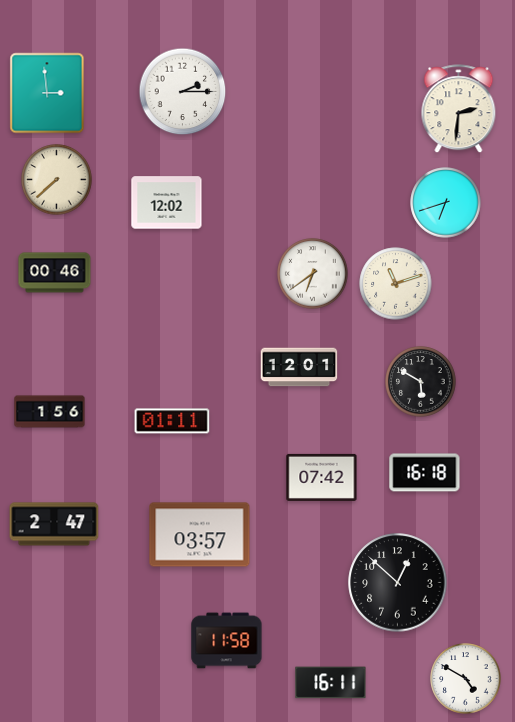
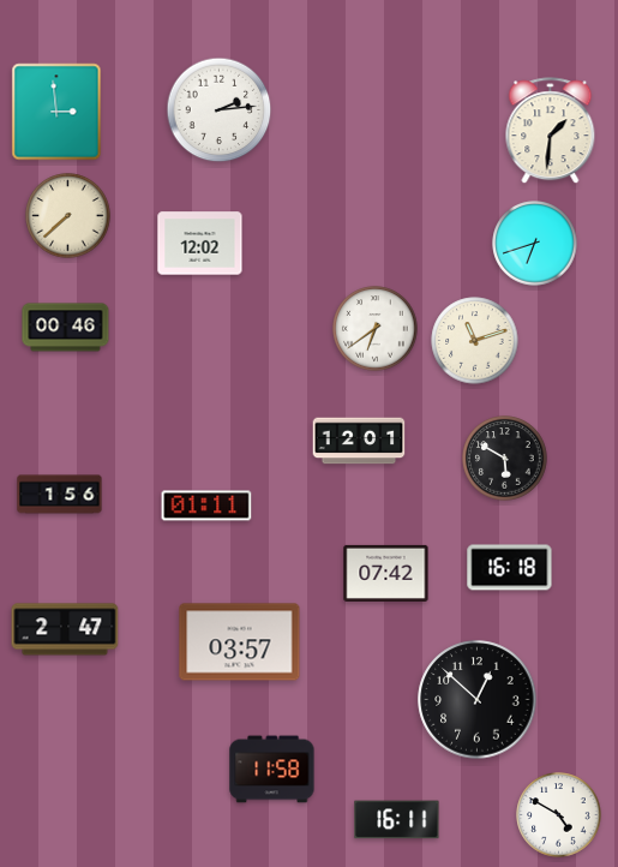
clock at (183, 92): 2:15 -> 2:14
clock at (459, 109): 2:31 -> 1:31
